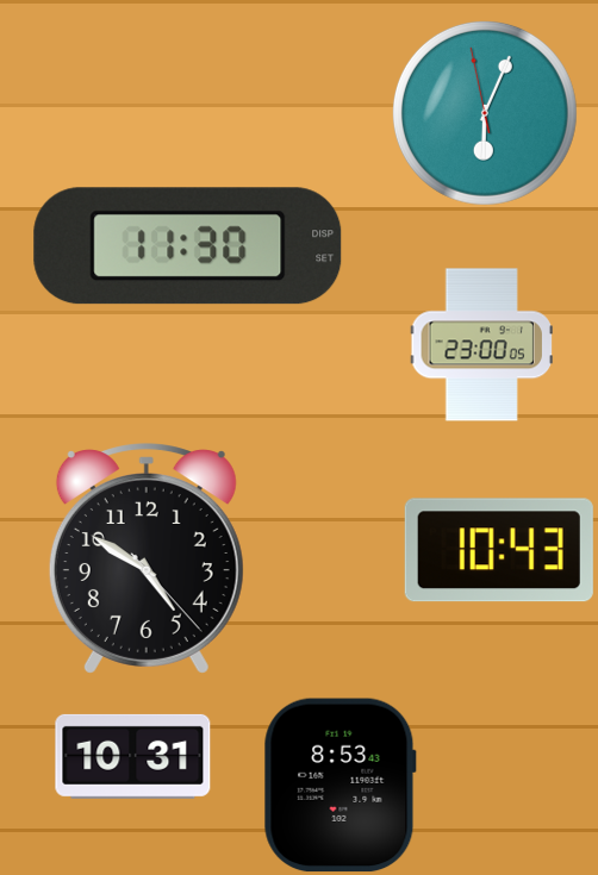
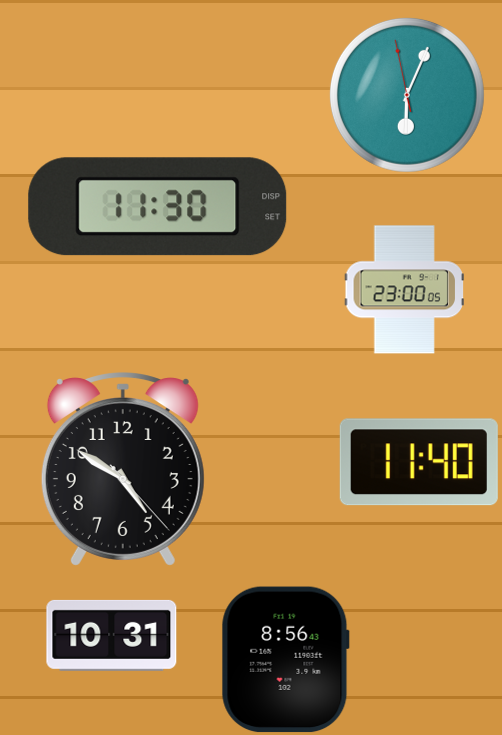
clock at (499, 550): 10:43 -> 11:40
clock at (340, 786): 8:53 -> 8:56
